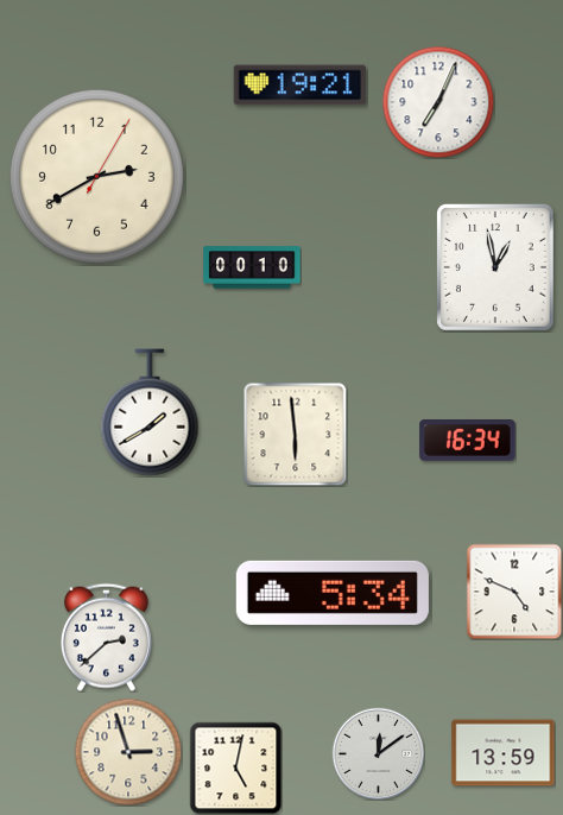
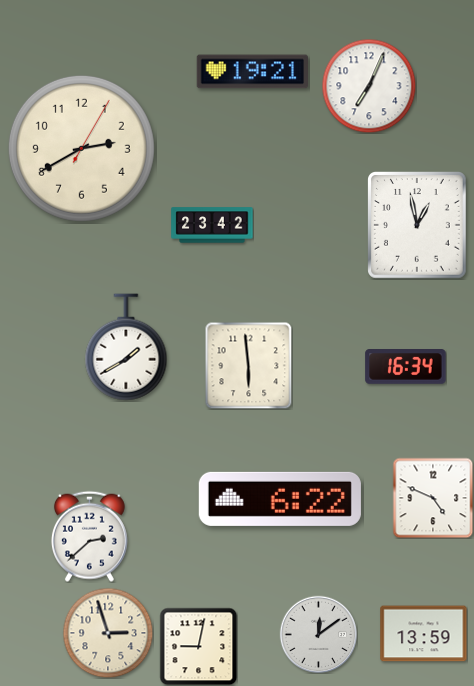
clock at (252, 267): 00:10 -> 23:42
clock at (468, 441) position: (468, 441) -> (406, 367)
clock at (333, 593): 5:34 -> 6:22
clock at (235, 767): 5:02 -> 9:02
